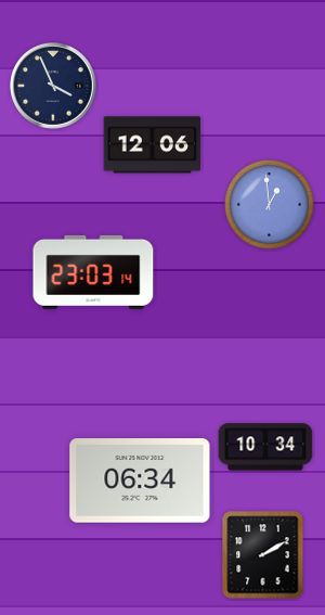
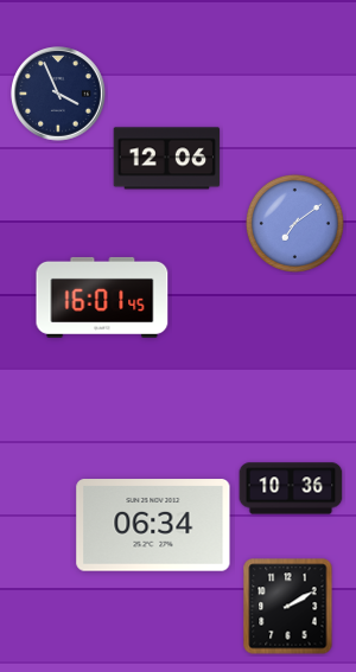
clock at (269, 204): 12:59 -> 7:09
clock at (93, 272): 23:03 -> 16:01
clock at (265, 447): 10:34 -> 10:36
